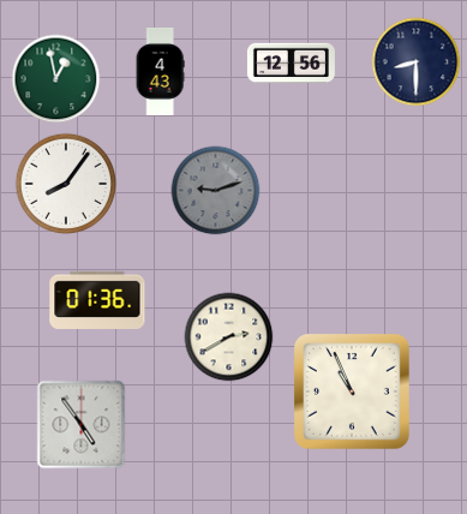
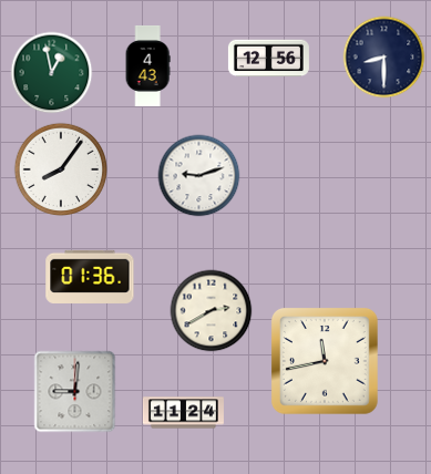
clock at (216, 191) dial: grey -> white
clock at (352, 392): 10:56 -> 11:43
clock at (82, 425): 4:54 -> 9:01
clock at (183, 413): none -> 11:24
